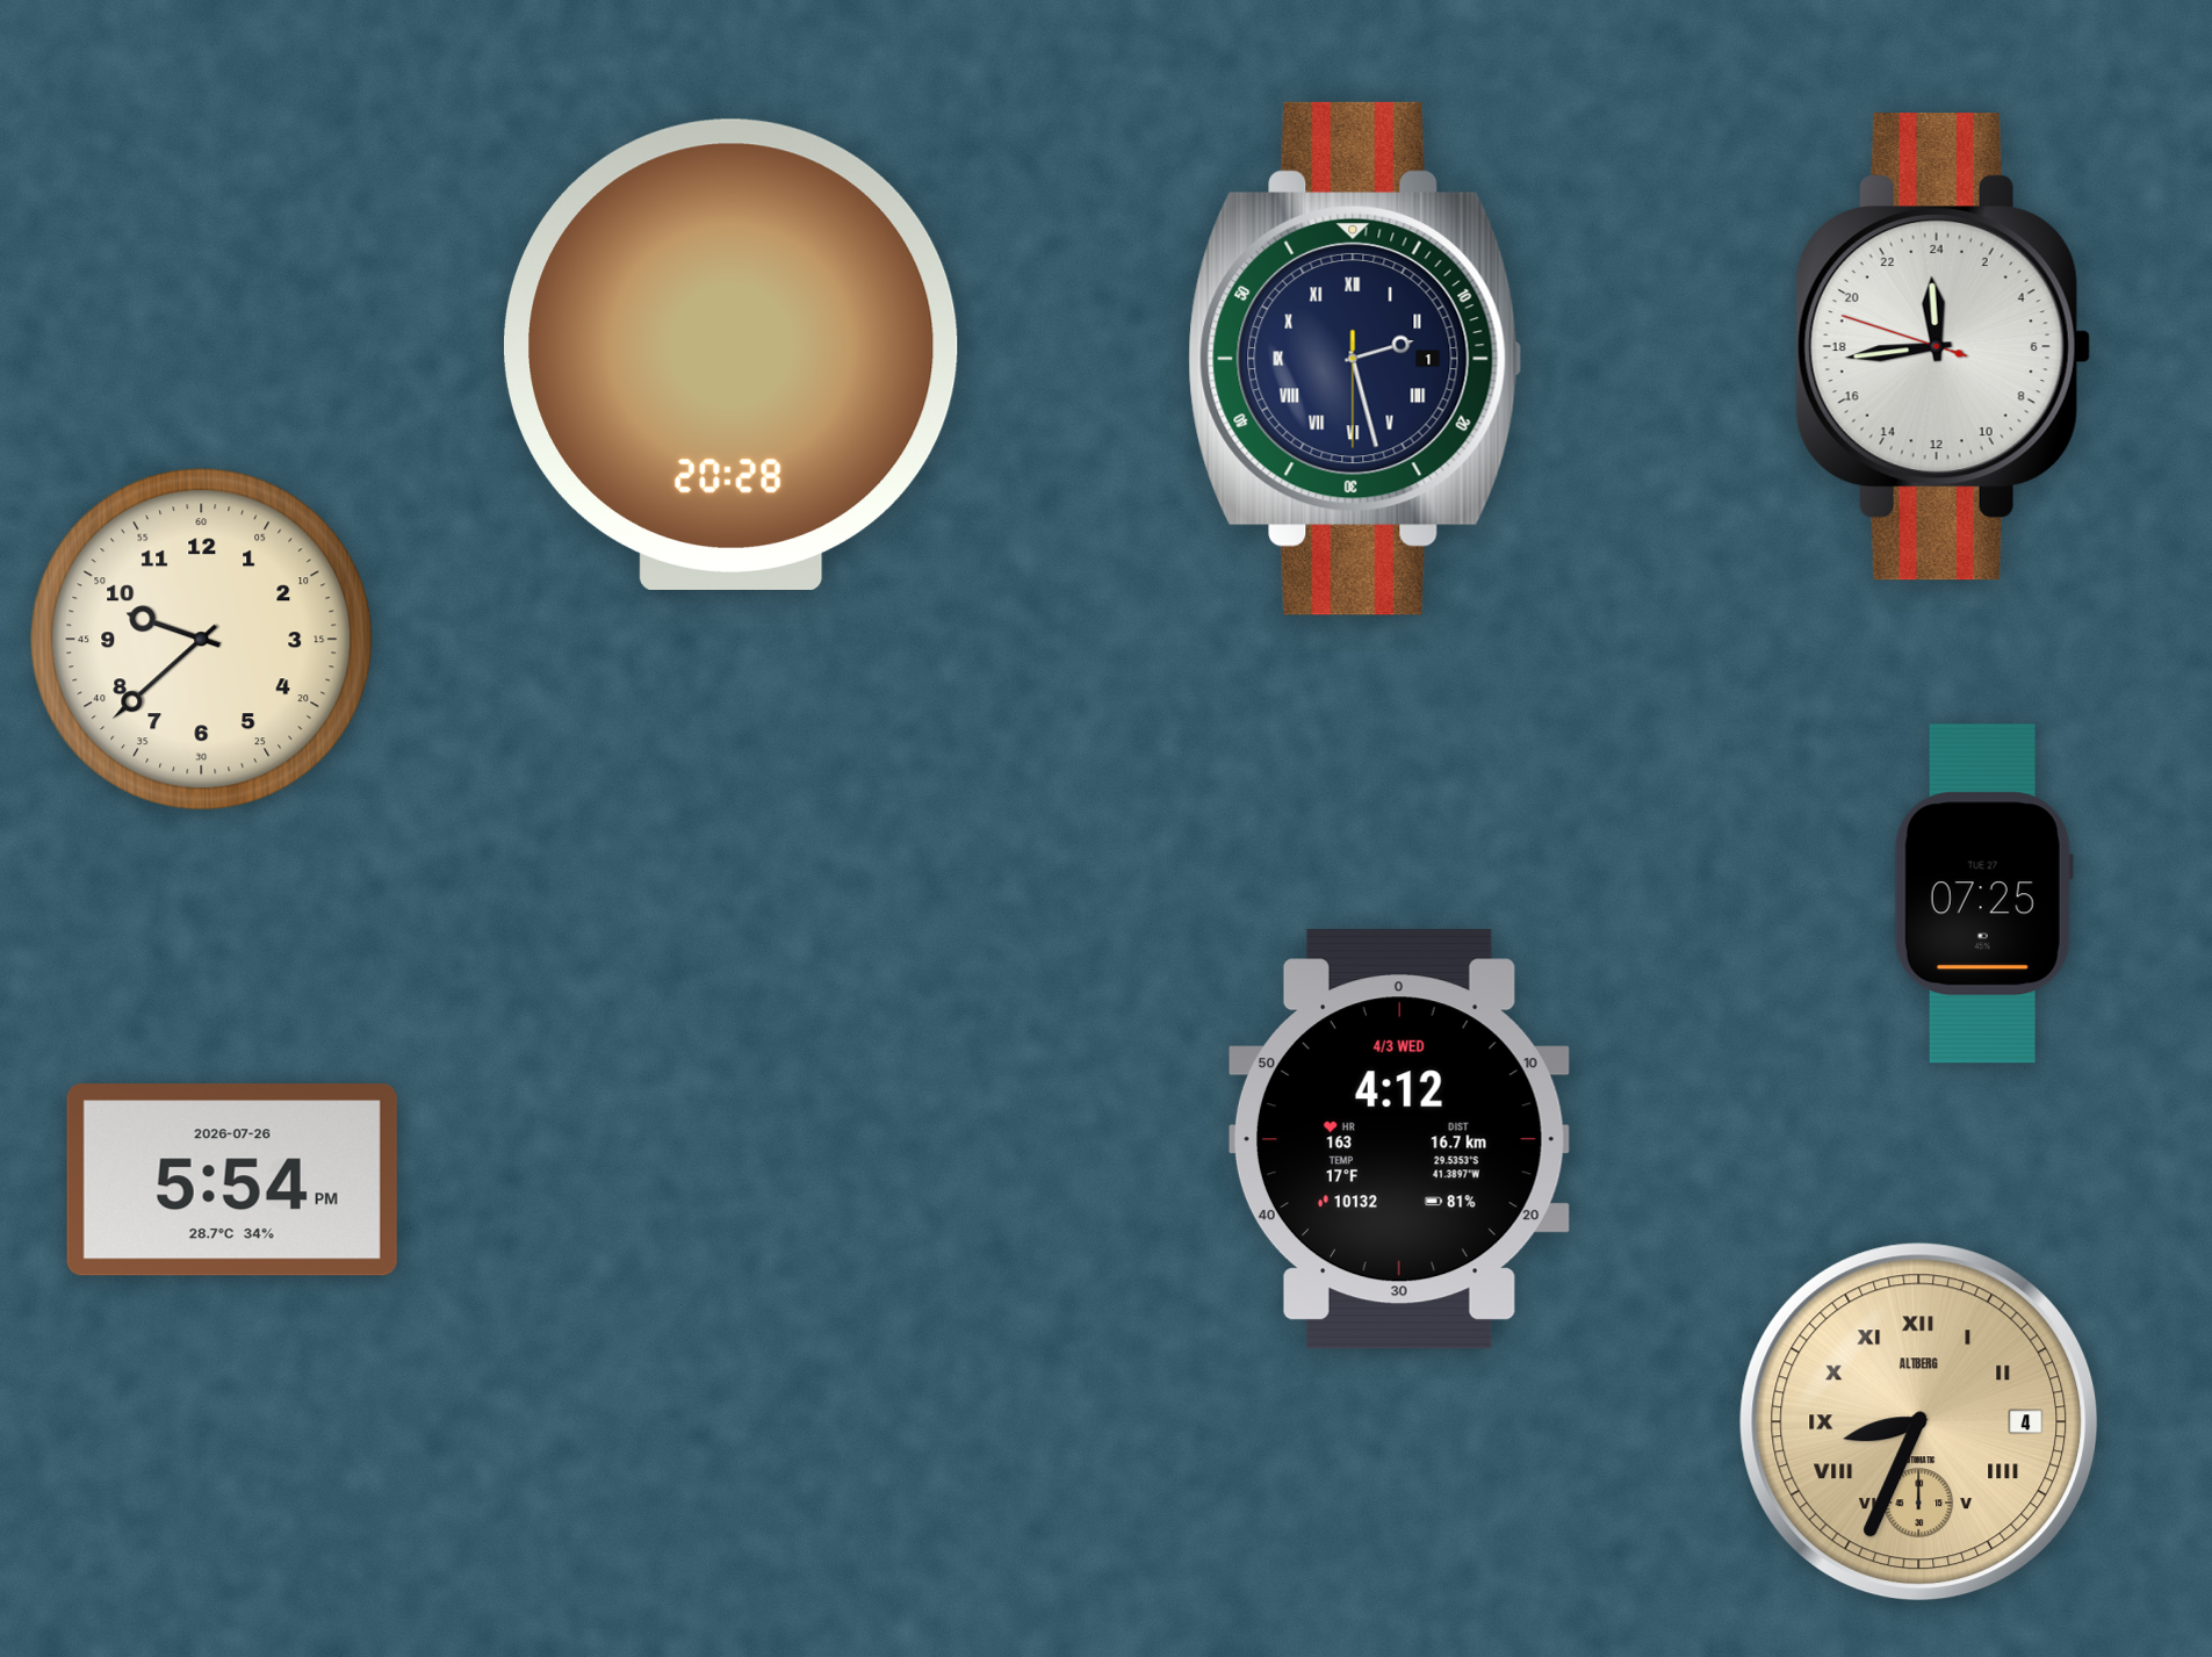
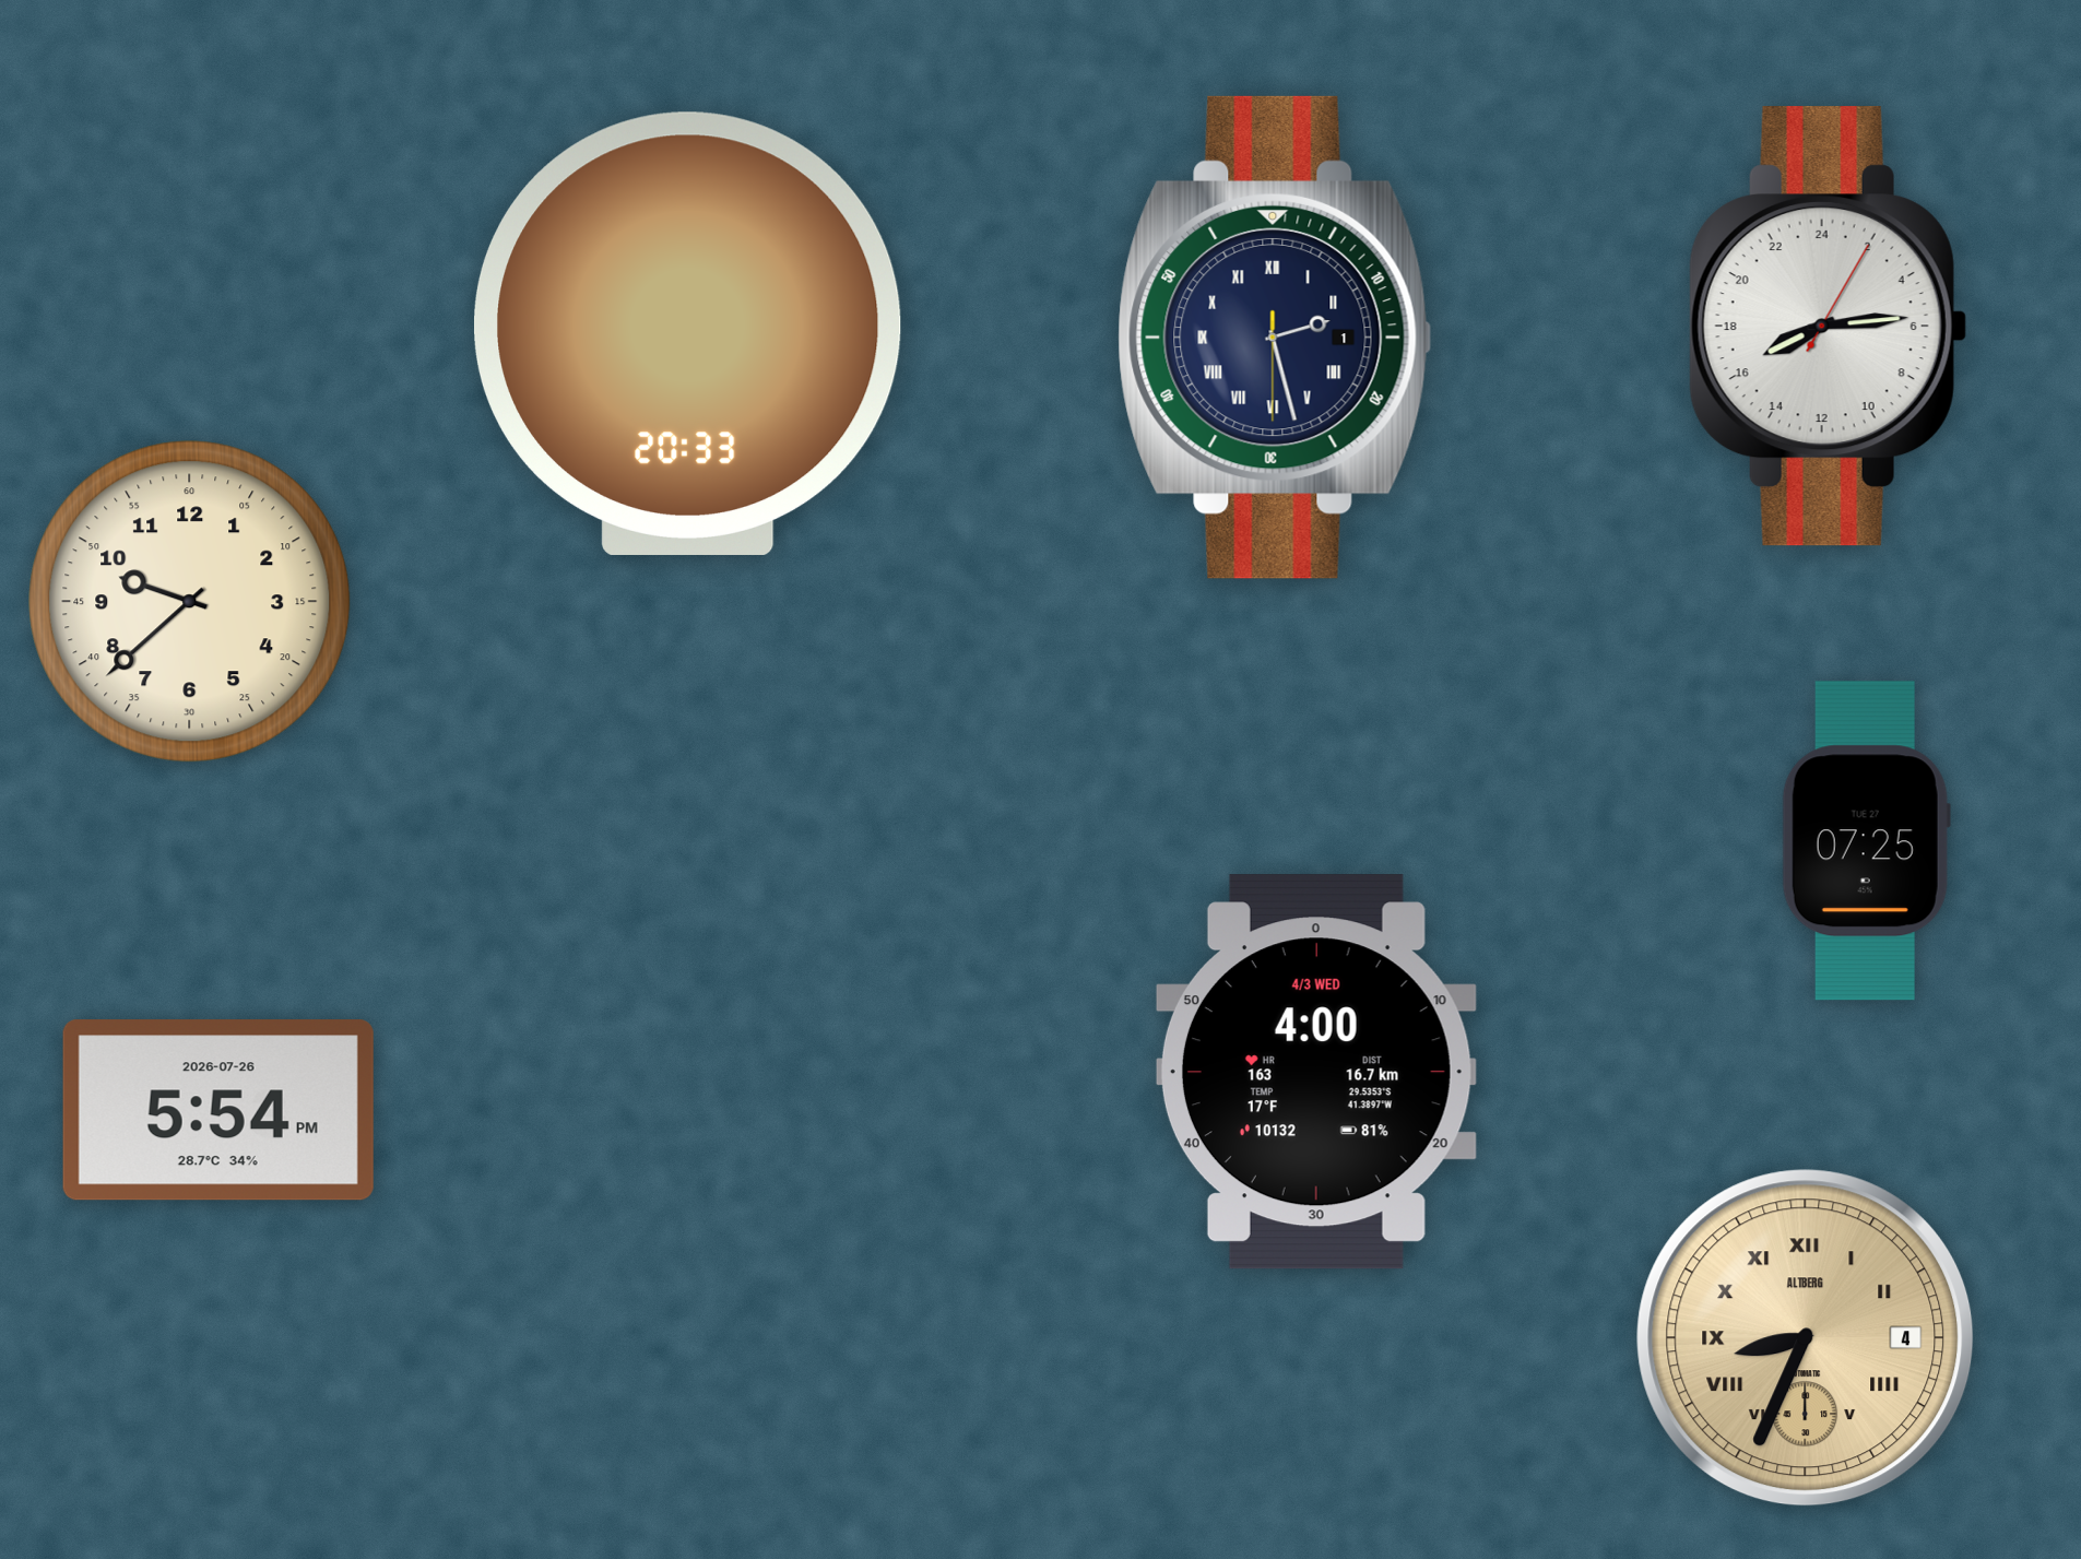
clock at (1943, 347): 23:43 -> 16:14
clock at (732, 354): 20:28 -> 20:33
clock at (1399, 1139): 4:12 -> 4:00
